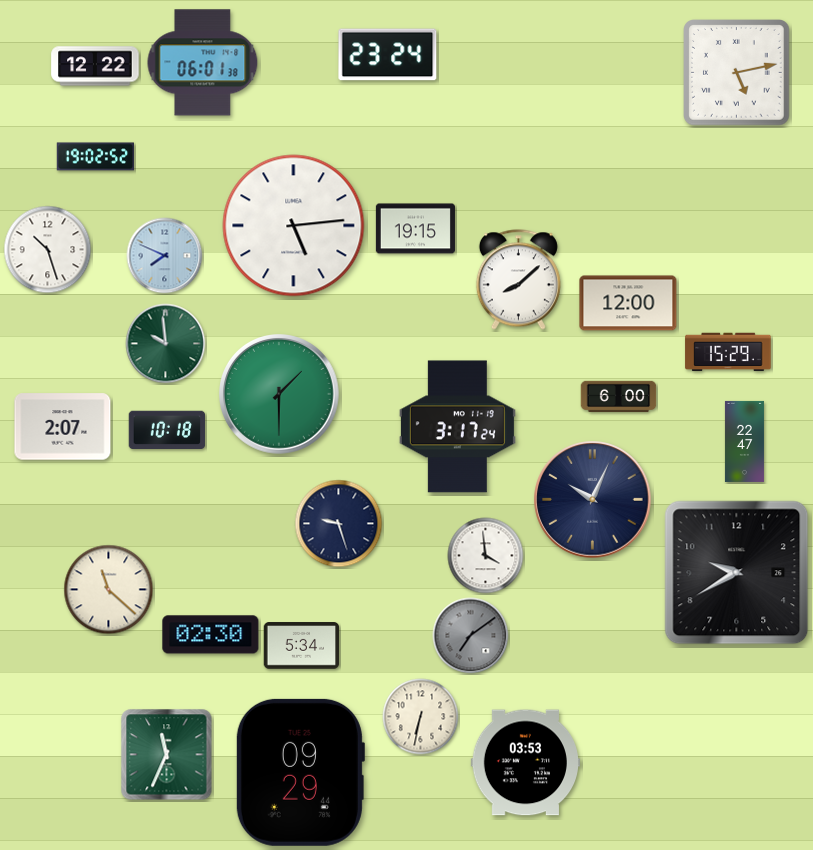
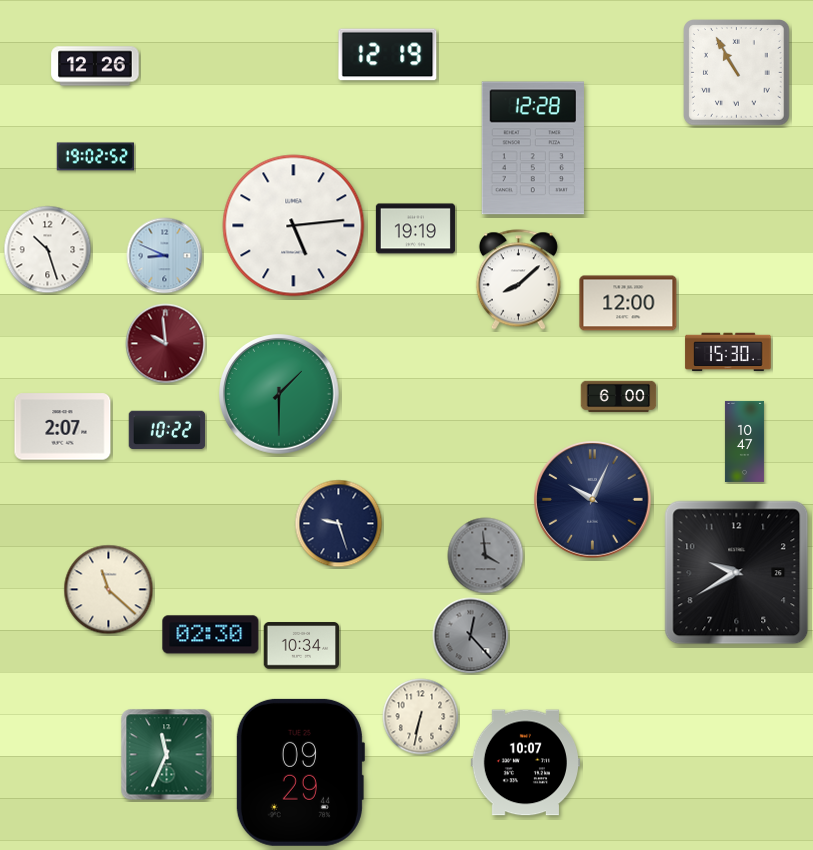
clock at (388, 55): 23:24 -> 12:19
clock at (203, 63): 06:01 -> none
clock at (95, 66): 12:22 -> 12:26
clock at (737, 73): 5:13 -> 10:55
clock at (533, 148): none -> 12:28
clock at (415, 229): 19:15 -> 19:19
clock at (165, 256): 7:49 -> 8:49
clock at (166, 344) dial: green -> burgundy
clock at (728, 352): 15:29 -> 15:30
clock at (457, 427): 3:17 -> none
clock at (167, 430): 10:18 -> 10:22
clock at (744, 441): 22:47 -> 10:47
clock at (486, 556) dial: white -> grey
clock at (471, 636): 7:09 -> 12:23
clock at (302, 646): 5:34 -> 10:34
clock at (525, 763): 03:53 -> 10:07
